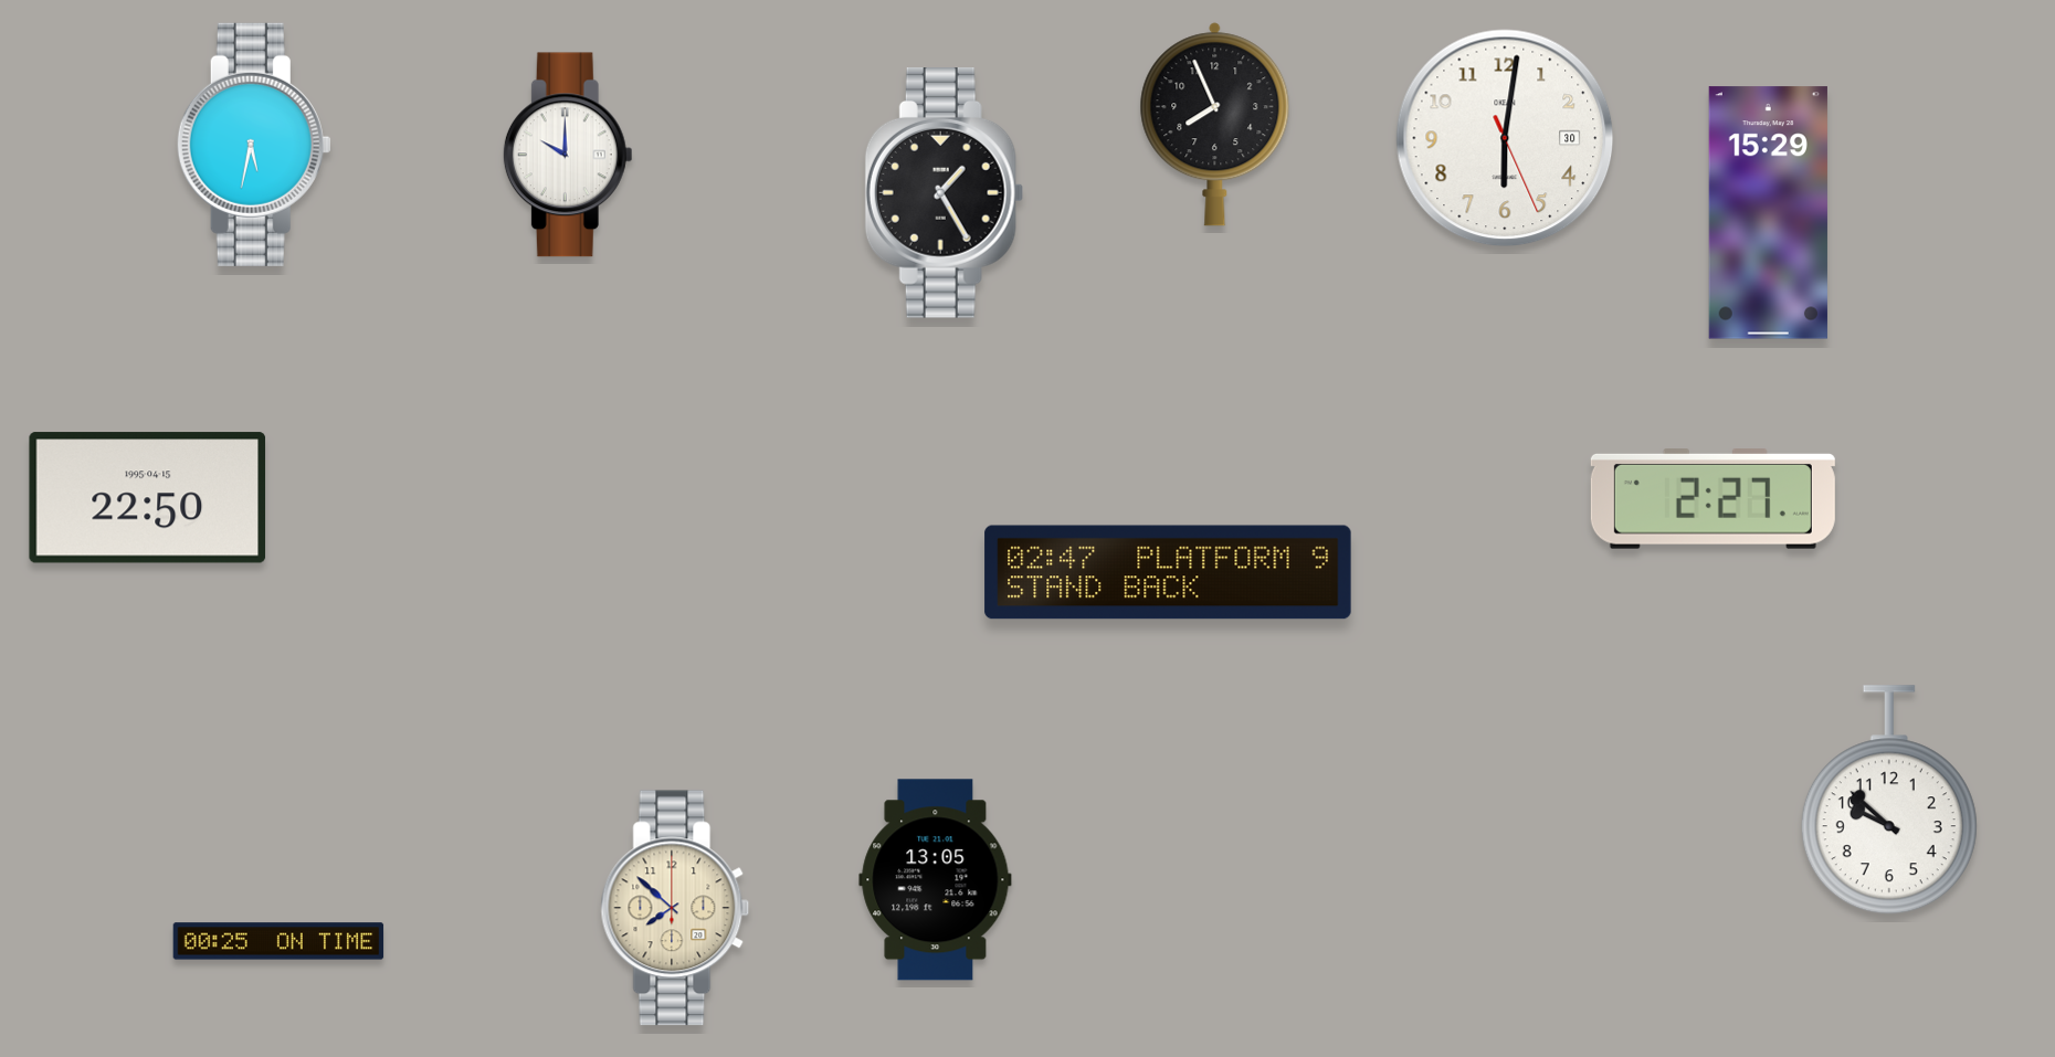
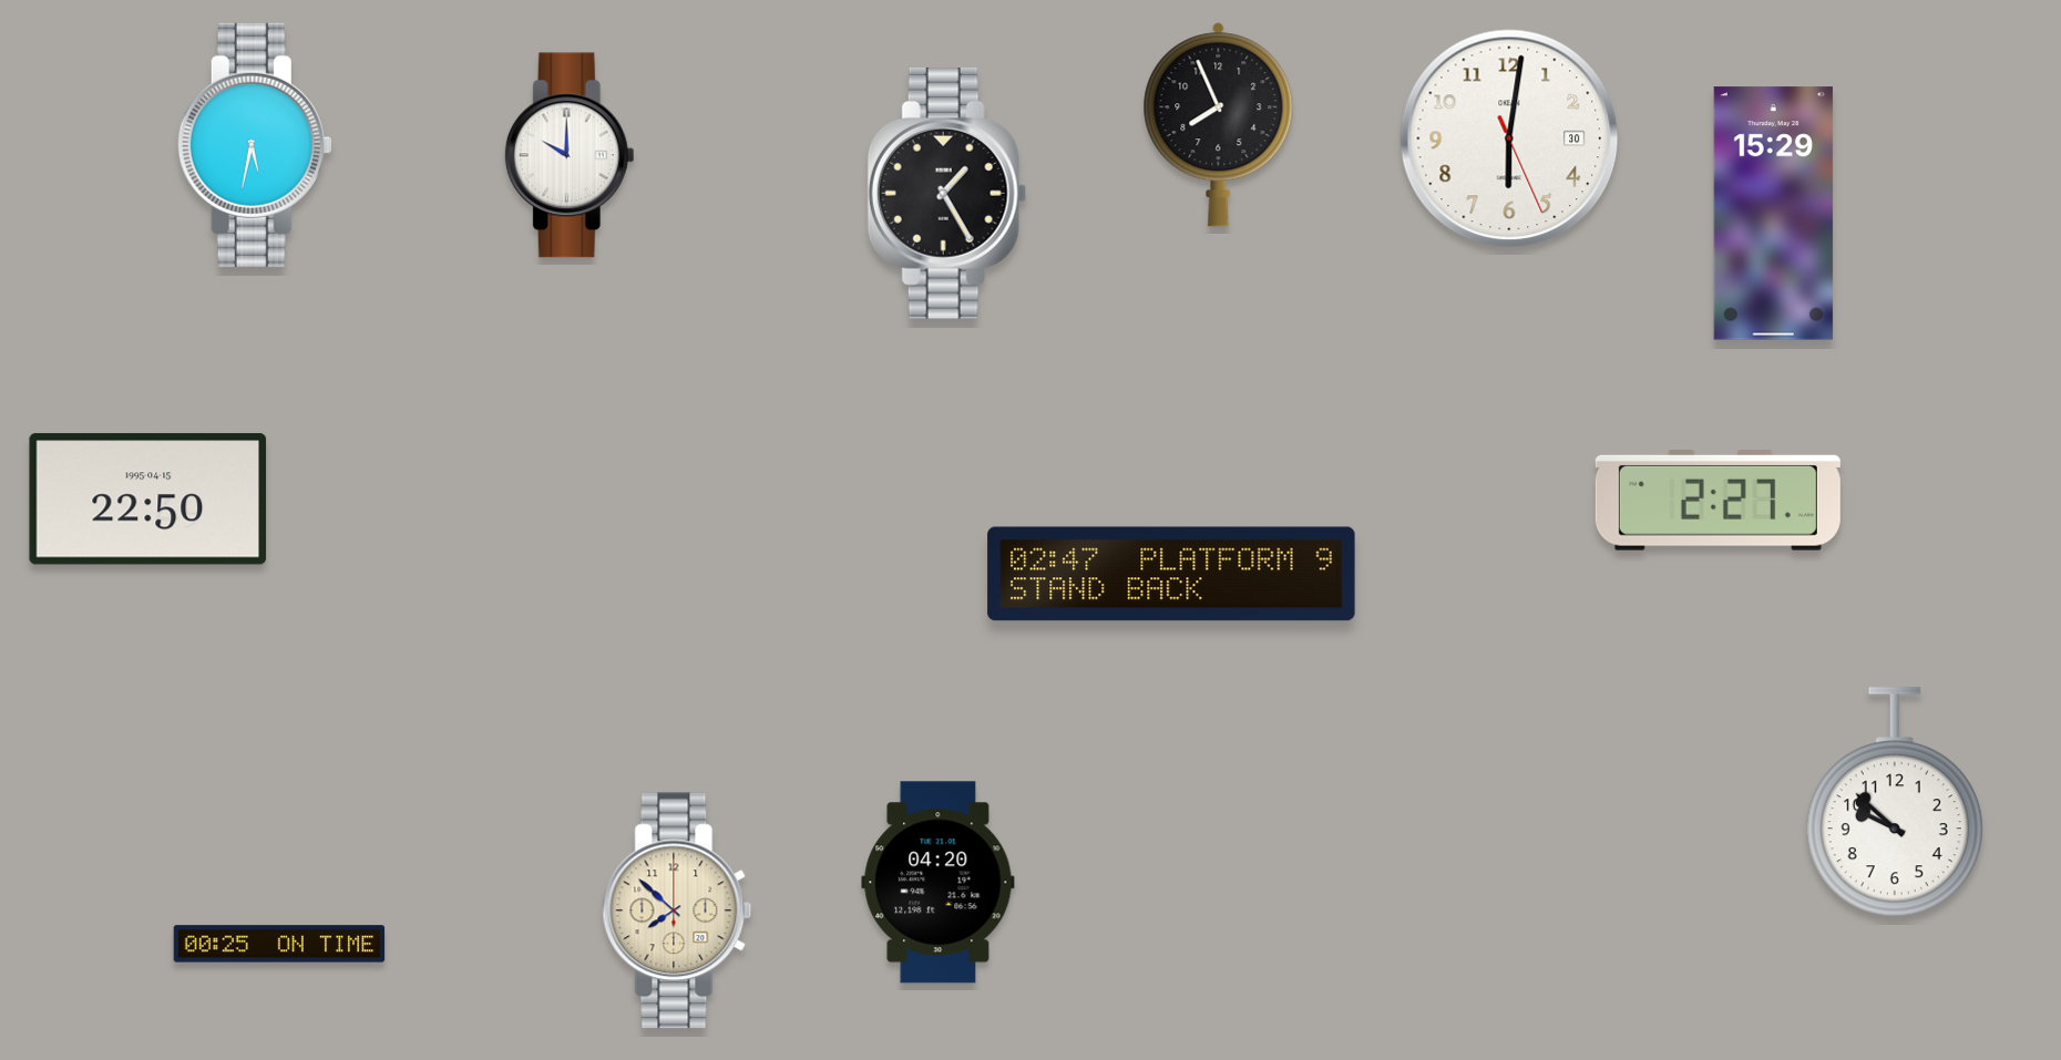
clock at (936, 880): 13:05 -> 04:20
